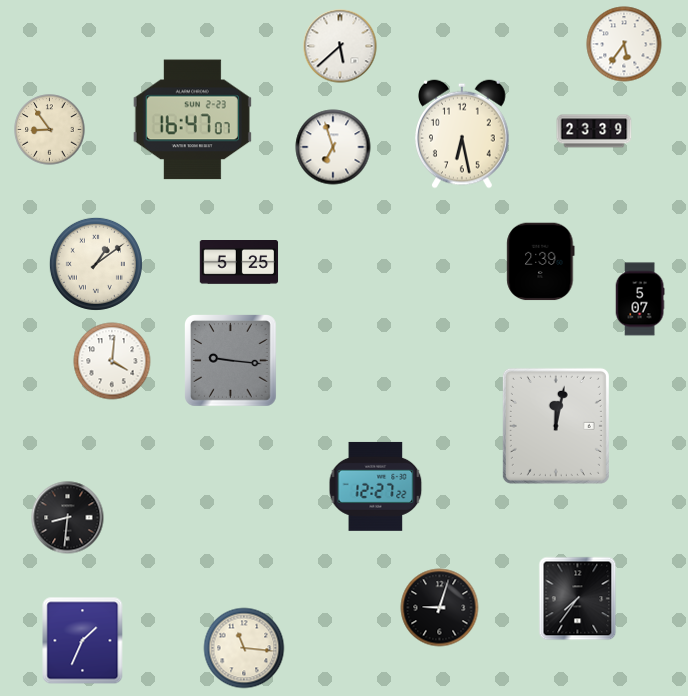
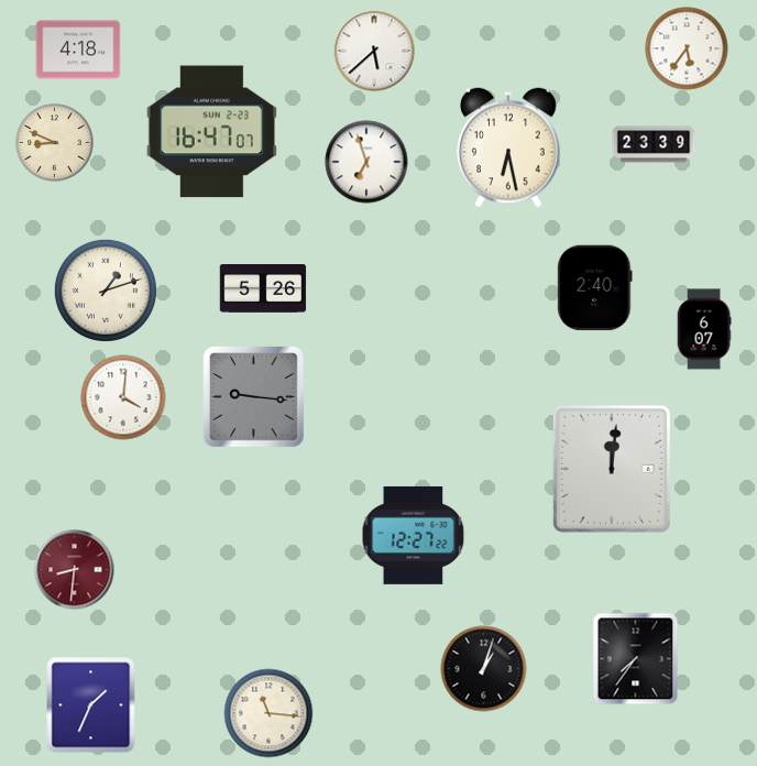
clock at (78, 50): none -> 4:18
clock at (50, 130): 8:54 -> 8:49
clock at (541, 262): 2:39 -> 2:40
clock at (239, 263): 5:25 -> 5:26
clock at (96, 264): 1:09 -> 1:12
clock at (640, 299): 5:07 -> 6:07
clock at (556, 426): 12:02 -> 12:01
clock at (68, 518) dial: black -> burgundy
clock at (440, 608): 9:03 -> 1:03
